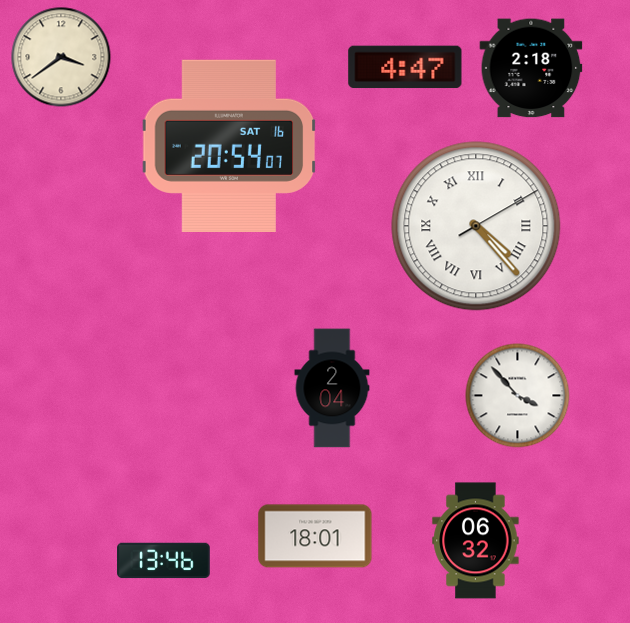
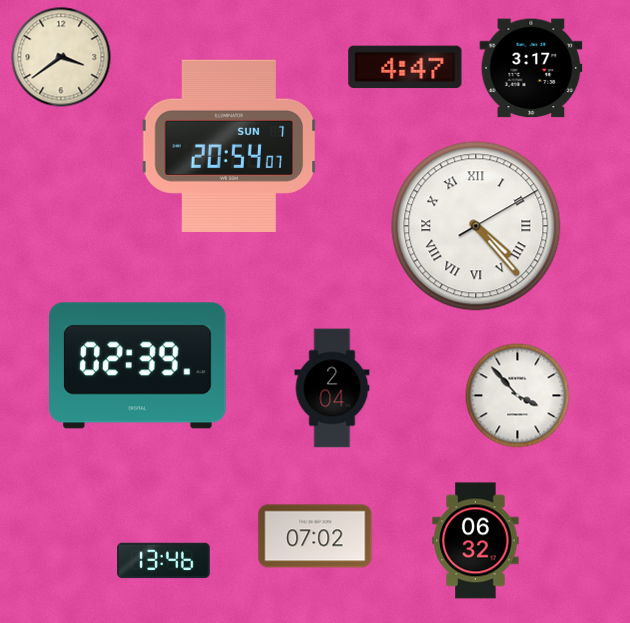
clock at (531, 68): 2:18 -> 3:17
clock at (229, 146) date: SAT 16 -> SUN 7
clock at (138, 366): none -> 02:39
clock at (315, 536): 18:01 -> 07:02
